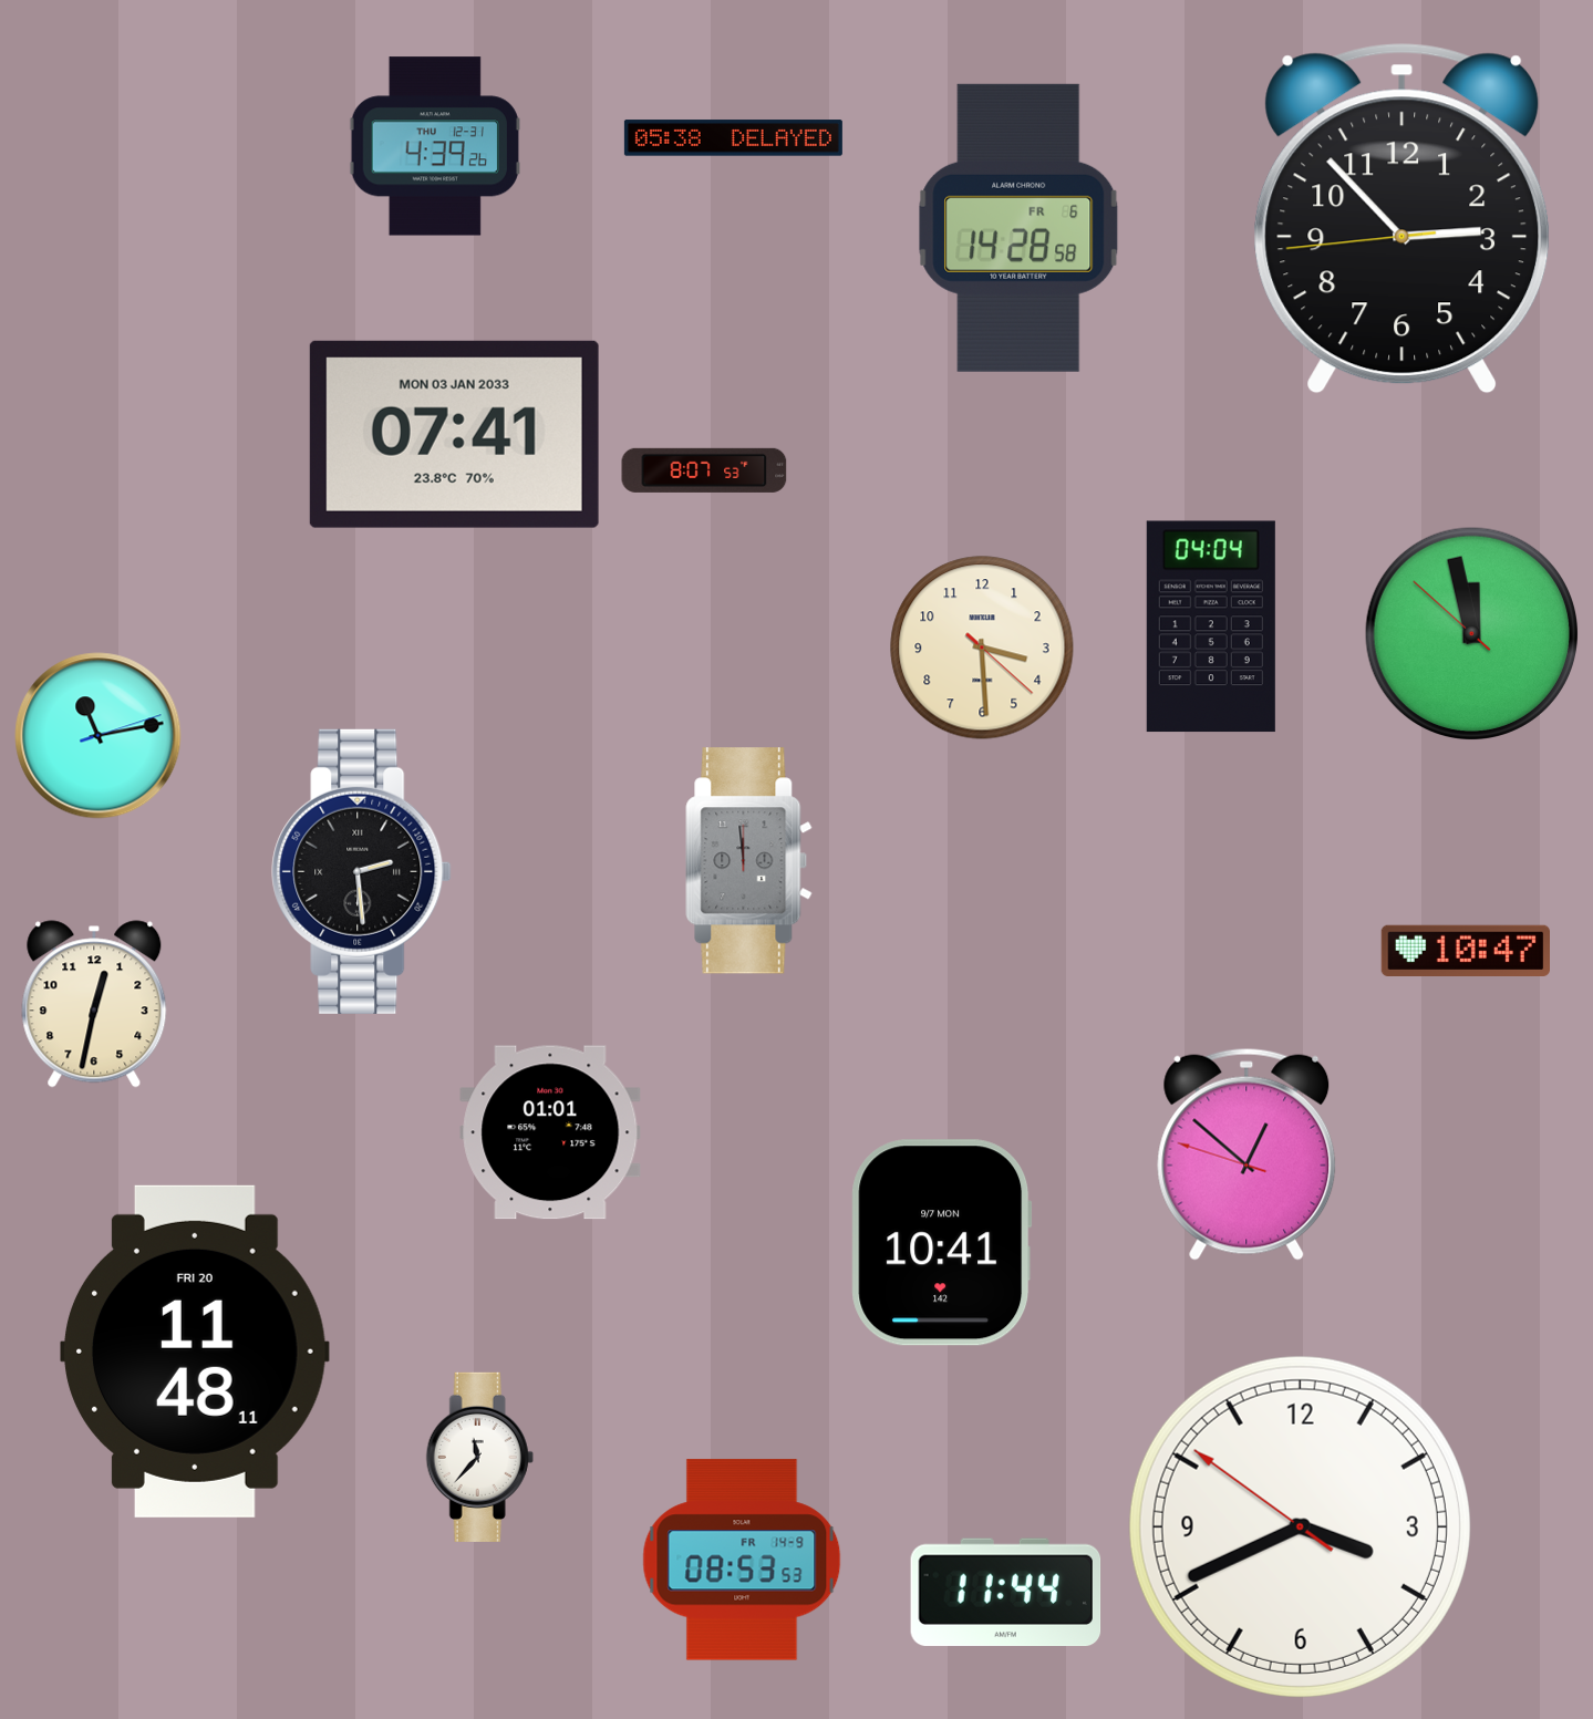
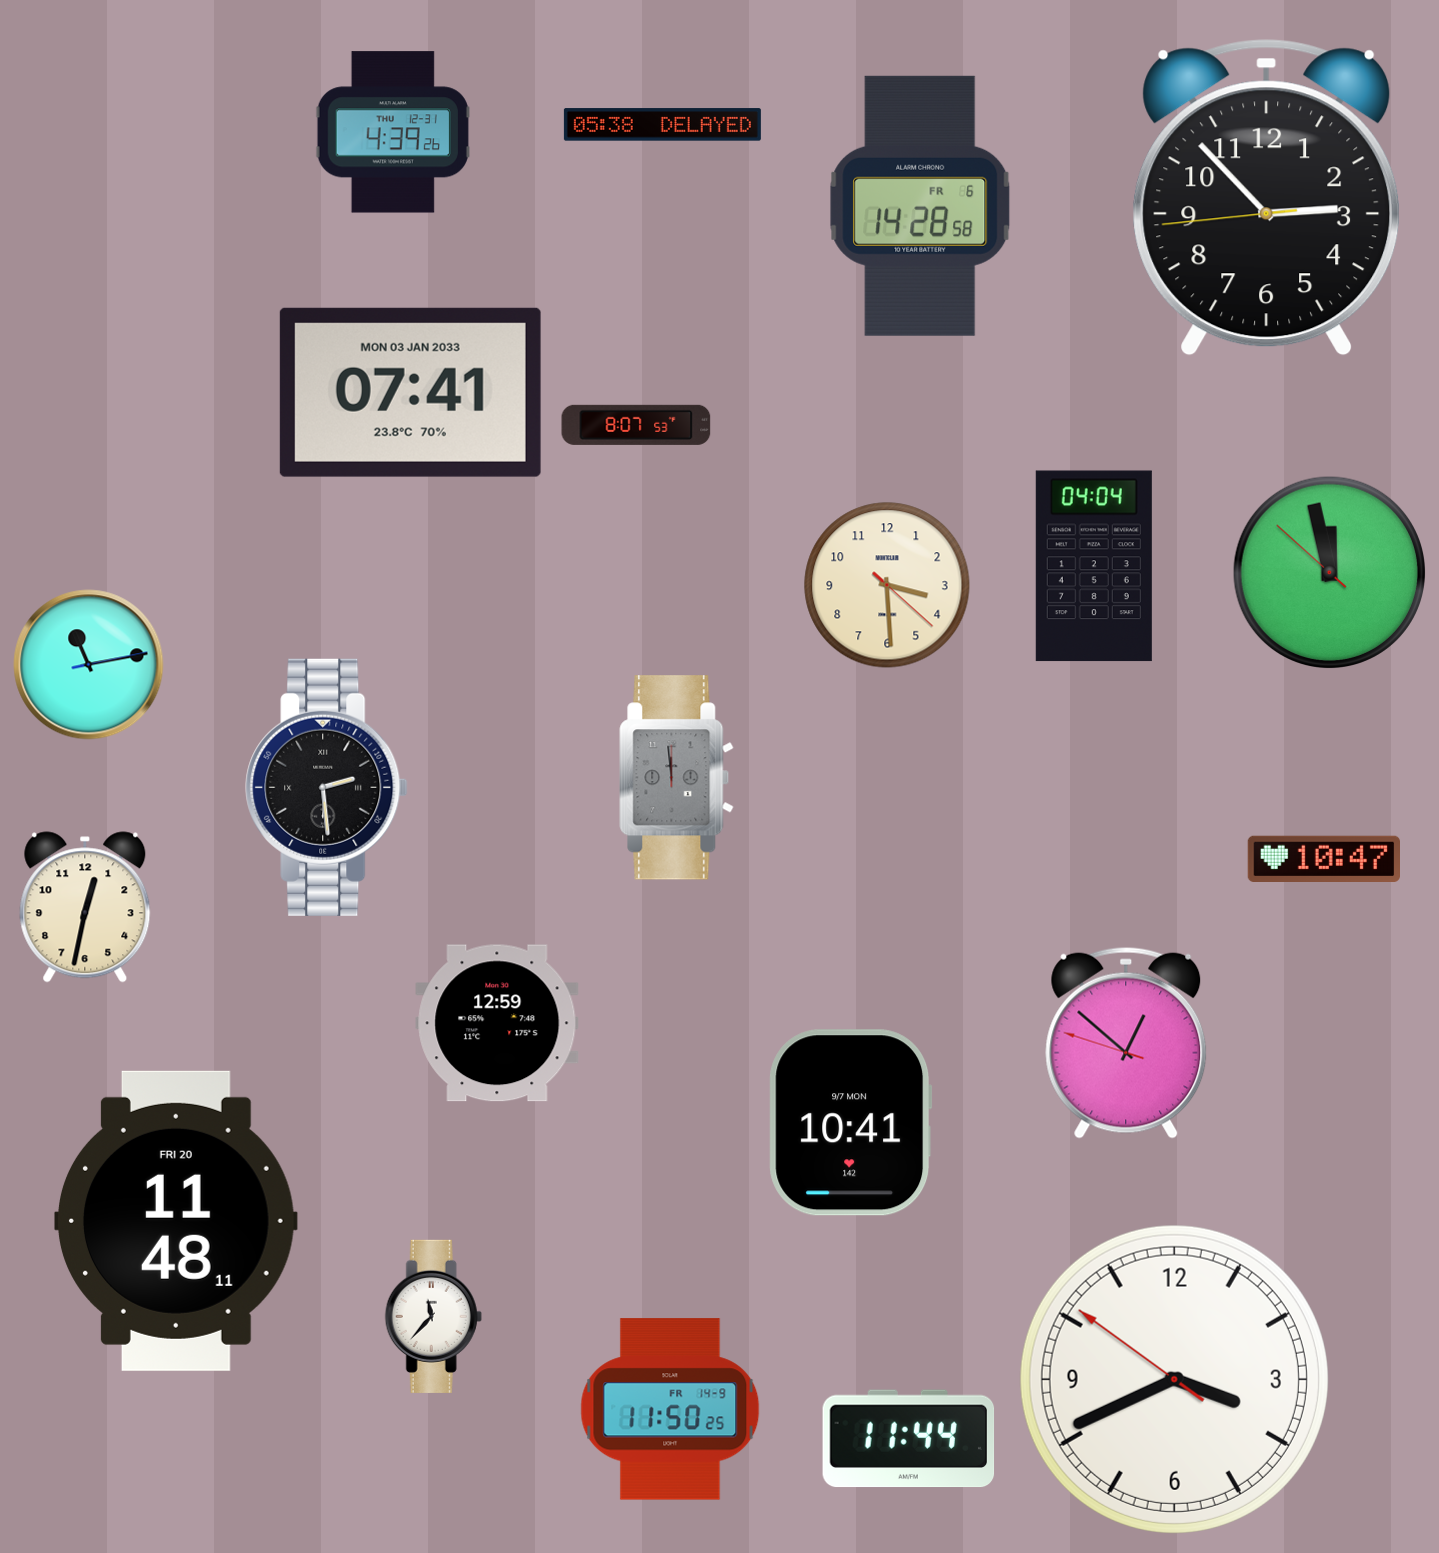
clock at (99, 736): 11:13:12 -> 11:13:13
clock at (550, 1132): 01:01 -> 12:59
clock at (742, 1560): 08:53 -> 11:50
